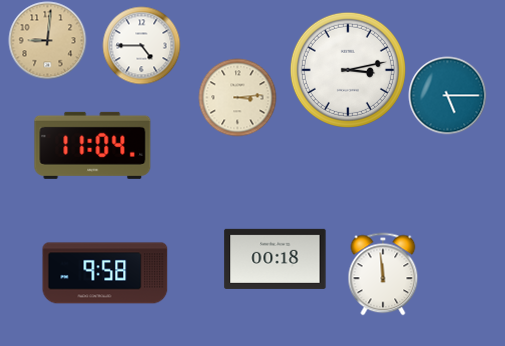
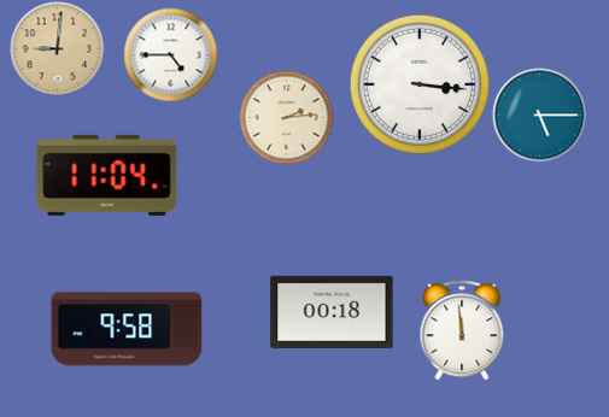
clock at (348, 70): 3:13 -> 3:16
clock at (237, 97): 3:14 -> 2:14
clock at (93, 145) position: (93, 145) -> (107, 175)
